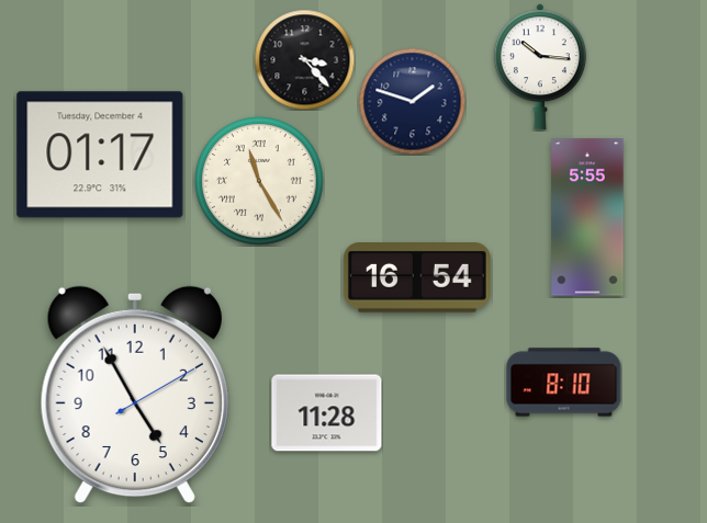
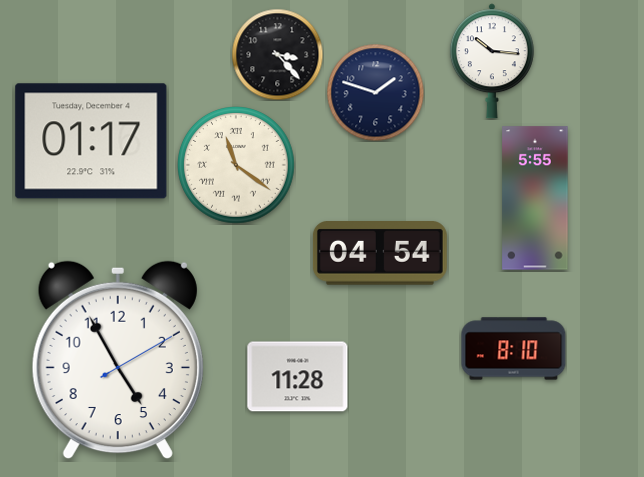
clock at (260, 182): 11:25 -> 11:21
clock at (417, 277): 16:54 -> 04:54
clock at (135, 395) position: (135, 395) -> (118, 360)
